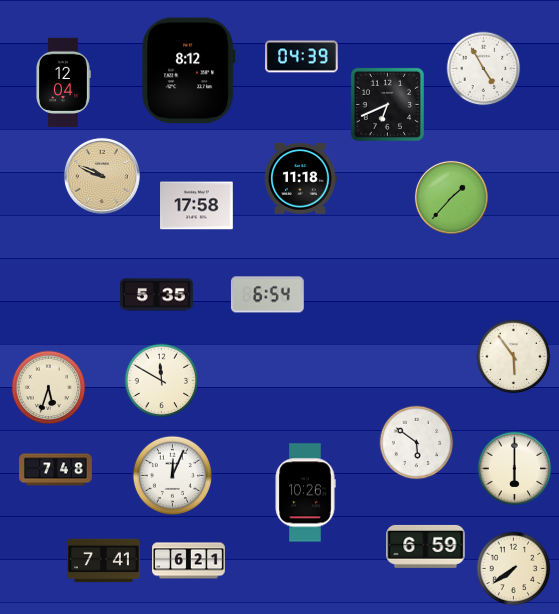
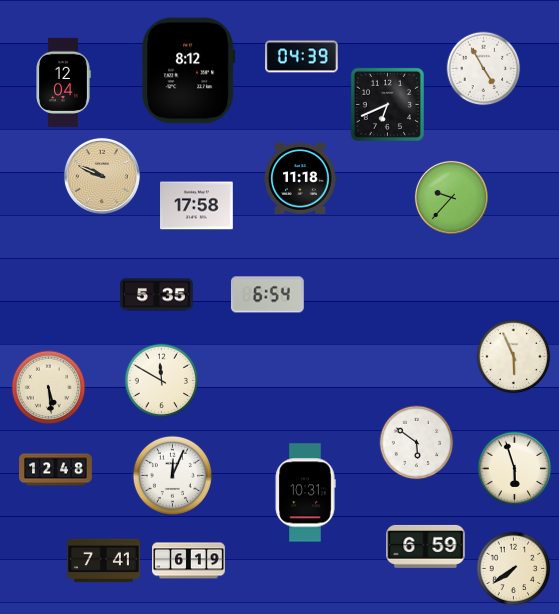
clock at (451, 197): 1:37 -> 9:37
clock at (514, 357): 5:54 -> 5:56
clock at (49, 388): 5:33 -> 5:29
clock at (515, 469): 6:00 -> 5:57
clock at (56, 470): 7:48 -> 12:48
clock at (305, 493): 10:26 -> 10:31
clock at (189, 561): 6:21 -> 6:19
